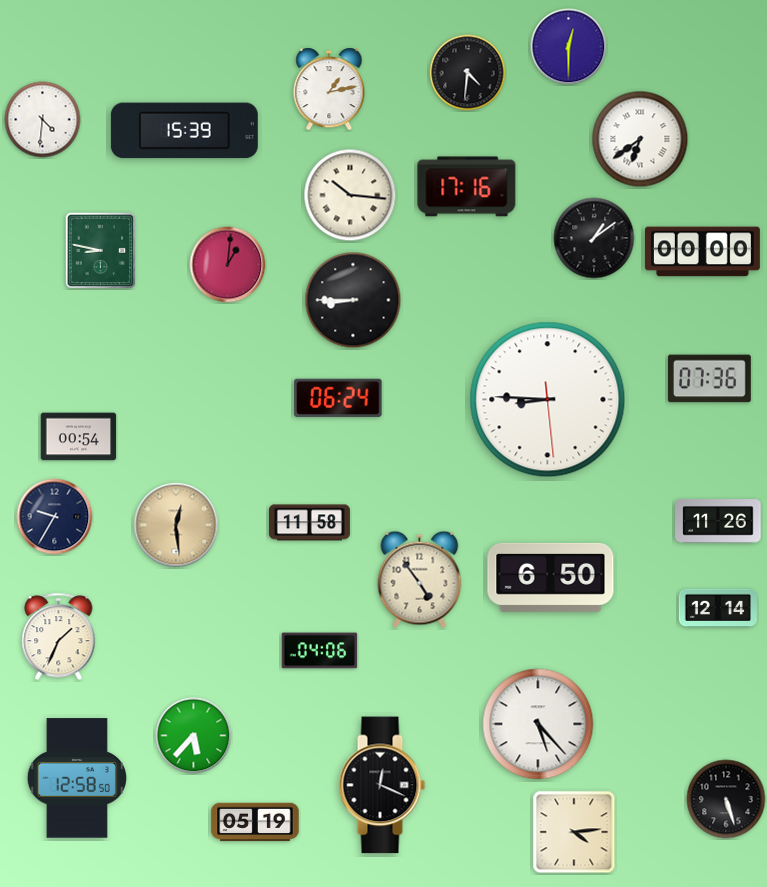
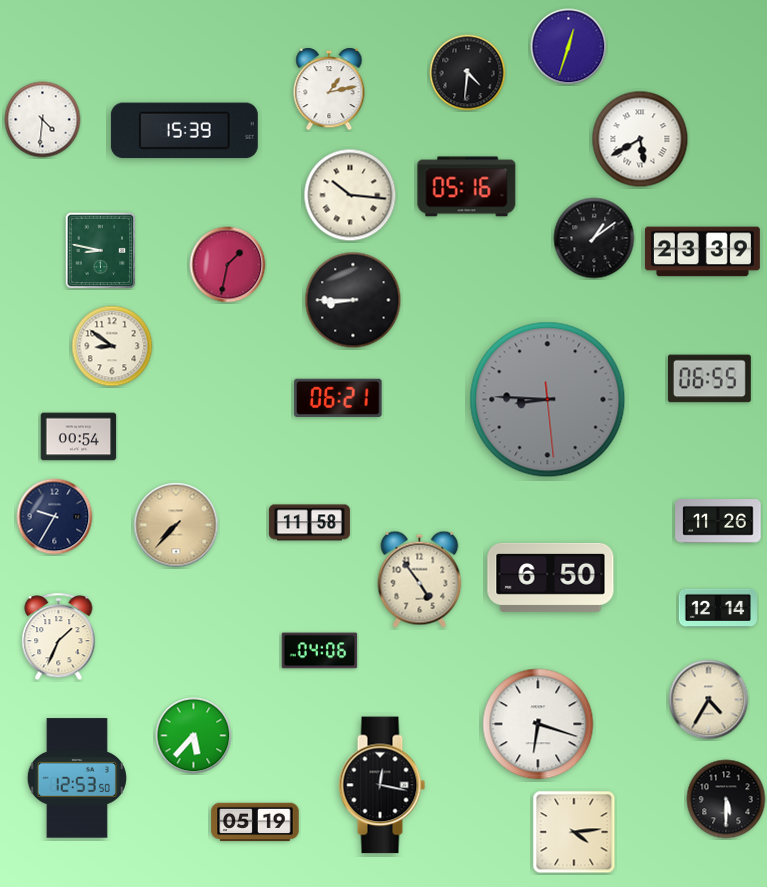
clock at (569, 47): 12:30 -> 12:33
clock at (640, 139): 6:39 -> 5:40
clock at (467, 187): 17:16 -> 05:16
clock at (702, 252): 00:00 -> 23:39
clock at (228, 265): 1:01 -> 1:32
clock at (112, 346): none -> 8:51
clock at (709, 379): 07:36 -> 06:55
clock at (338, 398): 06:24 -> 06:21
clock at (548, 400) dial: white -> grey
clock at (176, 525): 12:29 -> 7:37
clock at (709, 700): none -> 4:35
clock at (538, 724): 5:23 -> 6:18
clock at (77, 778): 12:58 -> 12:53
clock at (382, 785): 12:19 -> 12:17
clock at (726, 799): 5:27 -> 5:30
